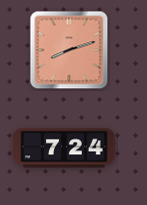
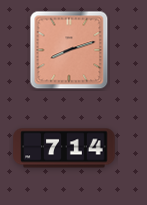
clock at (64, 148): 7:24 -> 7:14
